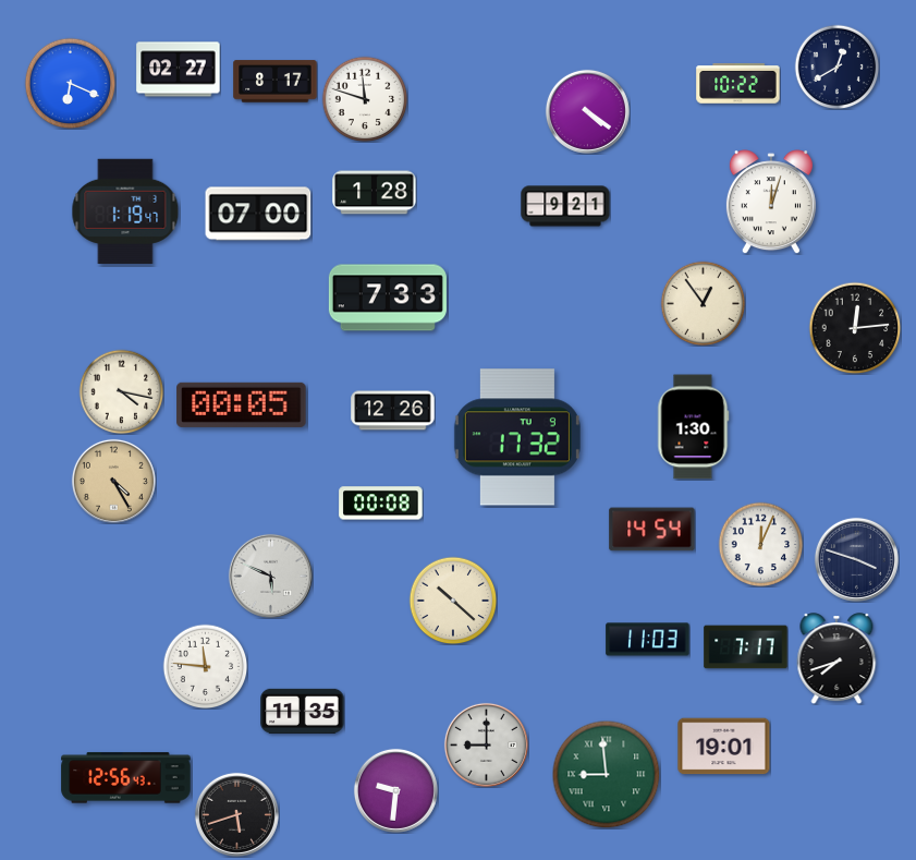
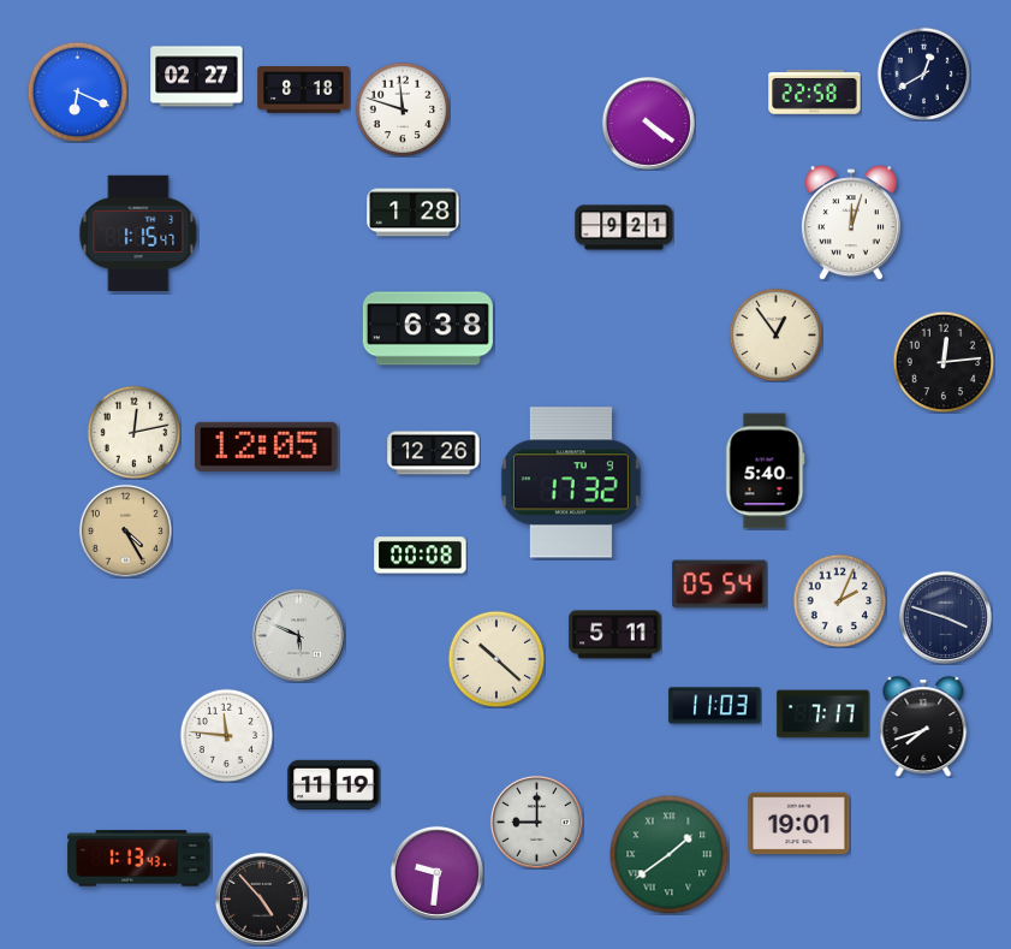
clock at (276, 82): 8:17 -> 8:18
clock at (738, 84): 10:22 -> 22:58
clock at (125, 211): 1:19 -> 1:15
clock at (258, 214): 07:00 -> none
clock at (388, 298): 7:33 -> 6:38
clock at (121, 391): 4:17 -> 12:13
clock at (242, 404): 00:05 -> 12:05
clock at (694, 427): 1:30 -> 5:40
clock at (652, 530): 14:54 -> 05:54
clock at (760, 544): 12:04 -> 2:04
clock at (615, 635): none -> 5:11
clock at (453, 601) position: (453, 601) -> (496, 659)
clock at (303, 711): 11:35 -> 11:19
clock at (607, 775): 8:59 -> 1:39
clock at (126, 778): 12:56 -> 1:13
clock at (236, 814): 5:42 -> 4:53
